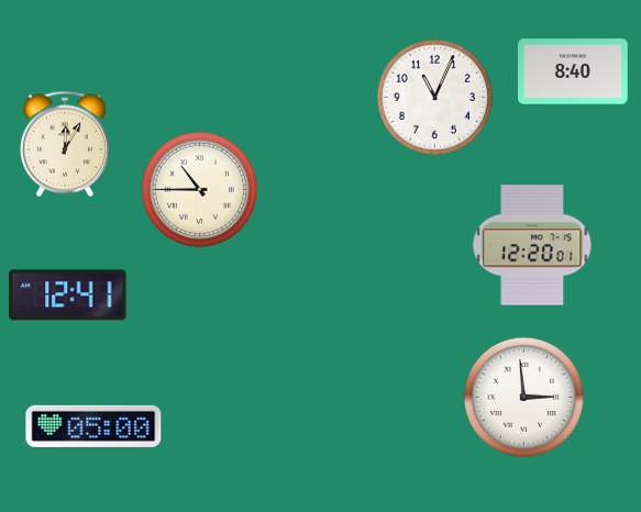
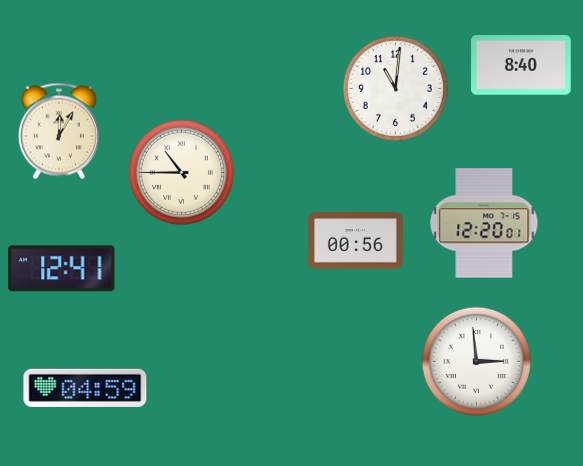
clock at (434, 97): 11:04 -> 11:01
clock at (355, 241): none -> 00:56
clock at (93, 426): 05:00 -> 04:59
